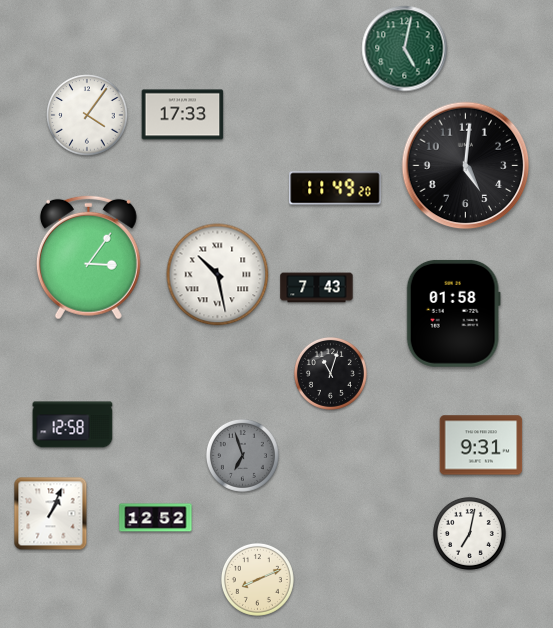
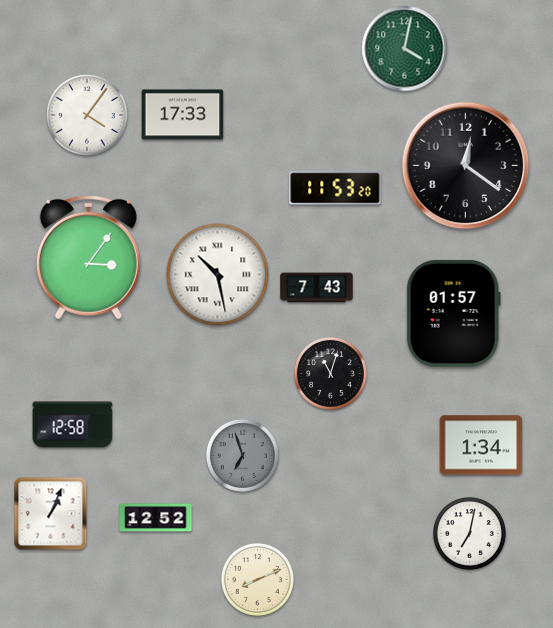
clock at (405, 49): 5:02 -> 4:02
clock at (466, 166): 5:01 -> 12:21
clock at (335, 188): 11:49 -> 11:53
clock at (453, 313): 01:58 -> 01:57
clock at (481, 445): 9:31 -> 1:34
